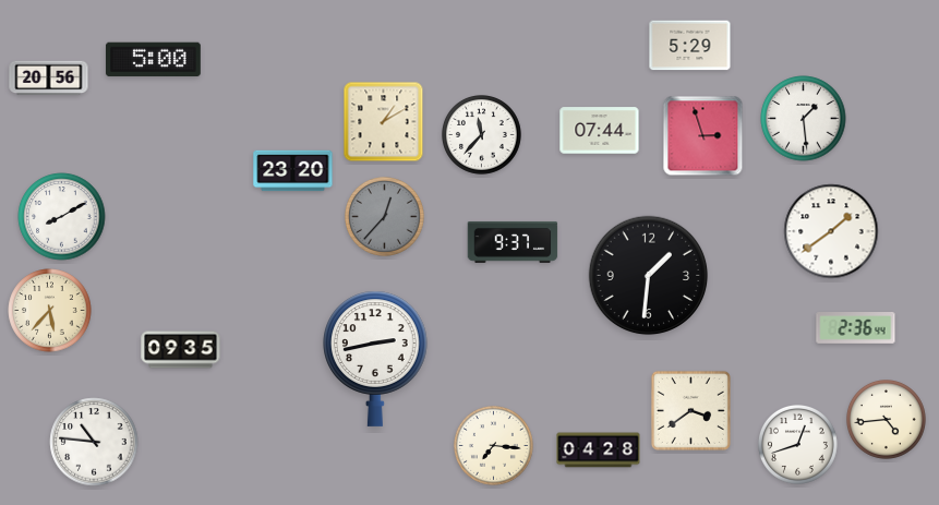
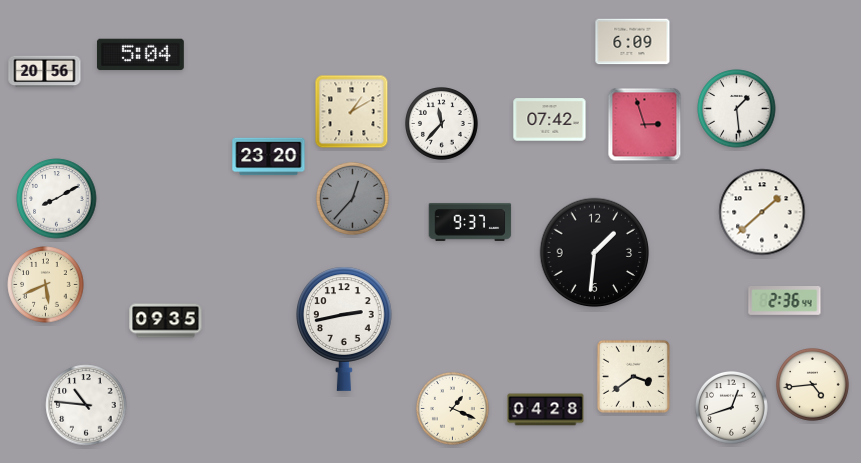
clock at (690, 46): 5:29 -> 6:09
clock at (153, 60): 5:00 -> 5:04
clock at (600, 131): 07:44 -> 07:42
clock at (831, 231): 1:39 -> 1:38
clock at (50, 311): 5:37 -> 5:41
clock at (494, 446): 7:16 -> 1:19
clock at (599, 450) position: (599, 450) -> (546, 410)
